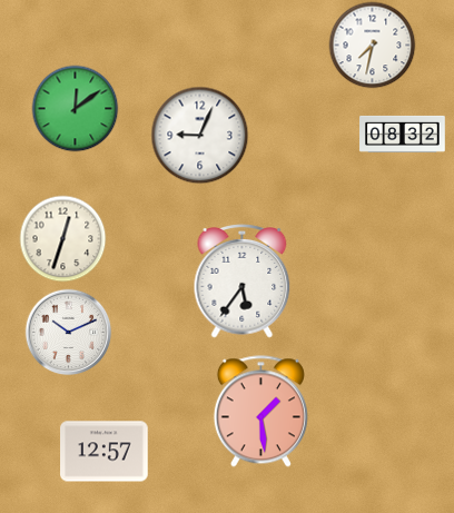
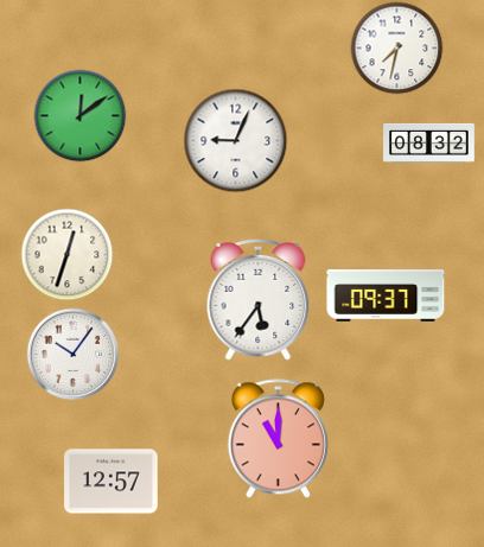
clock at (199, 135) position: (199, 135) -> (235, 140)
clock at (386, 297): none -> 09:37
clock at (68, 332): 10:11 -> 10:06
clock at (260, 412): 1:29 -> 11:00
